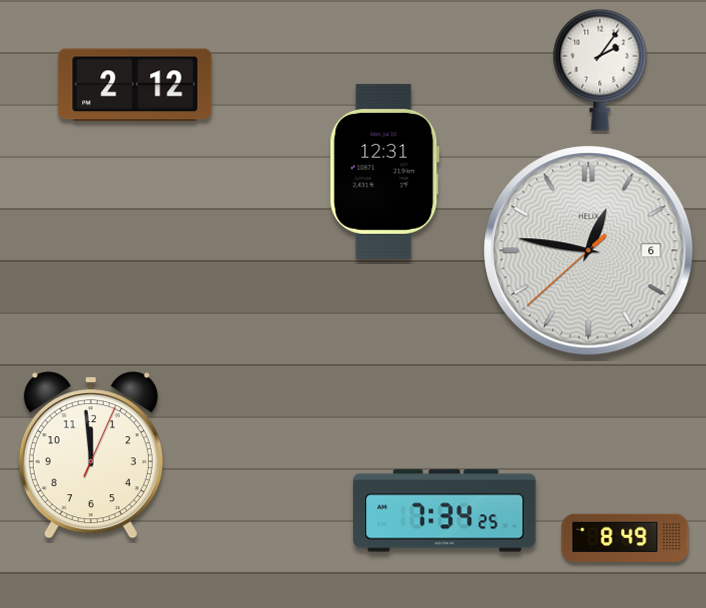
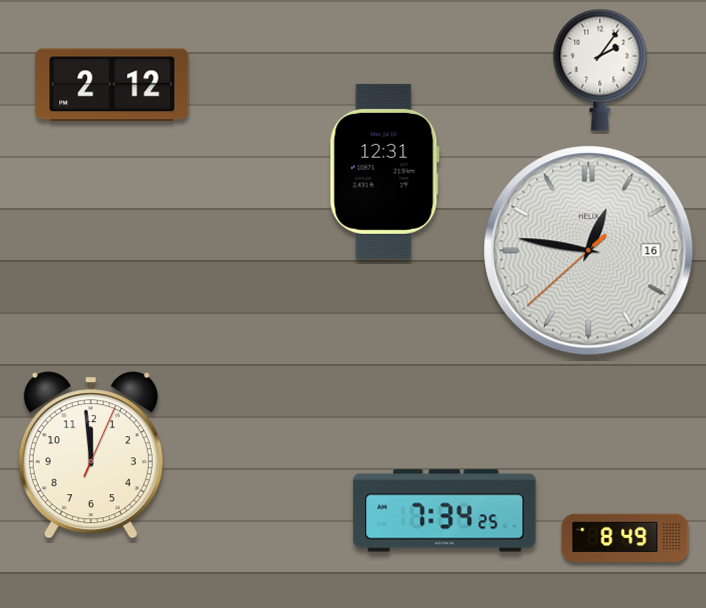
clock at (135, 85) position: (135, 85) -> (112, 85)
clock at (589, 251) date: 6 -> 16
